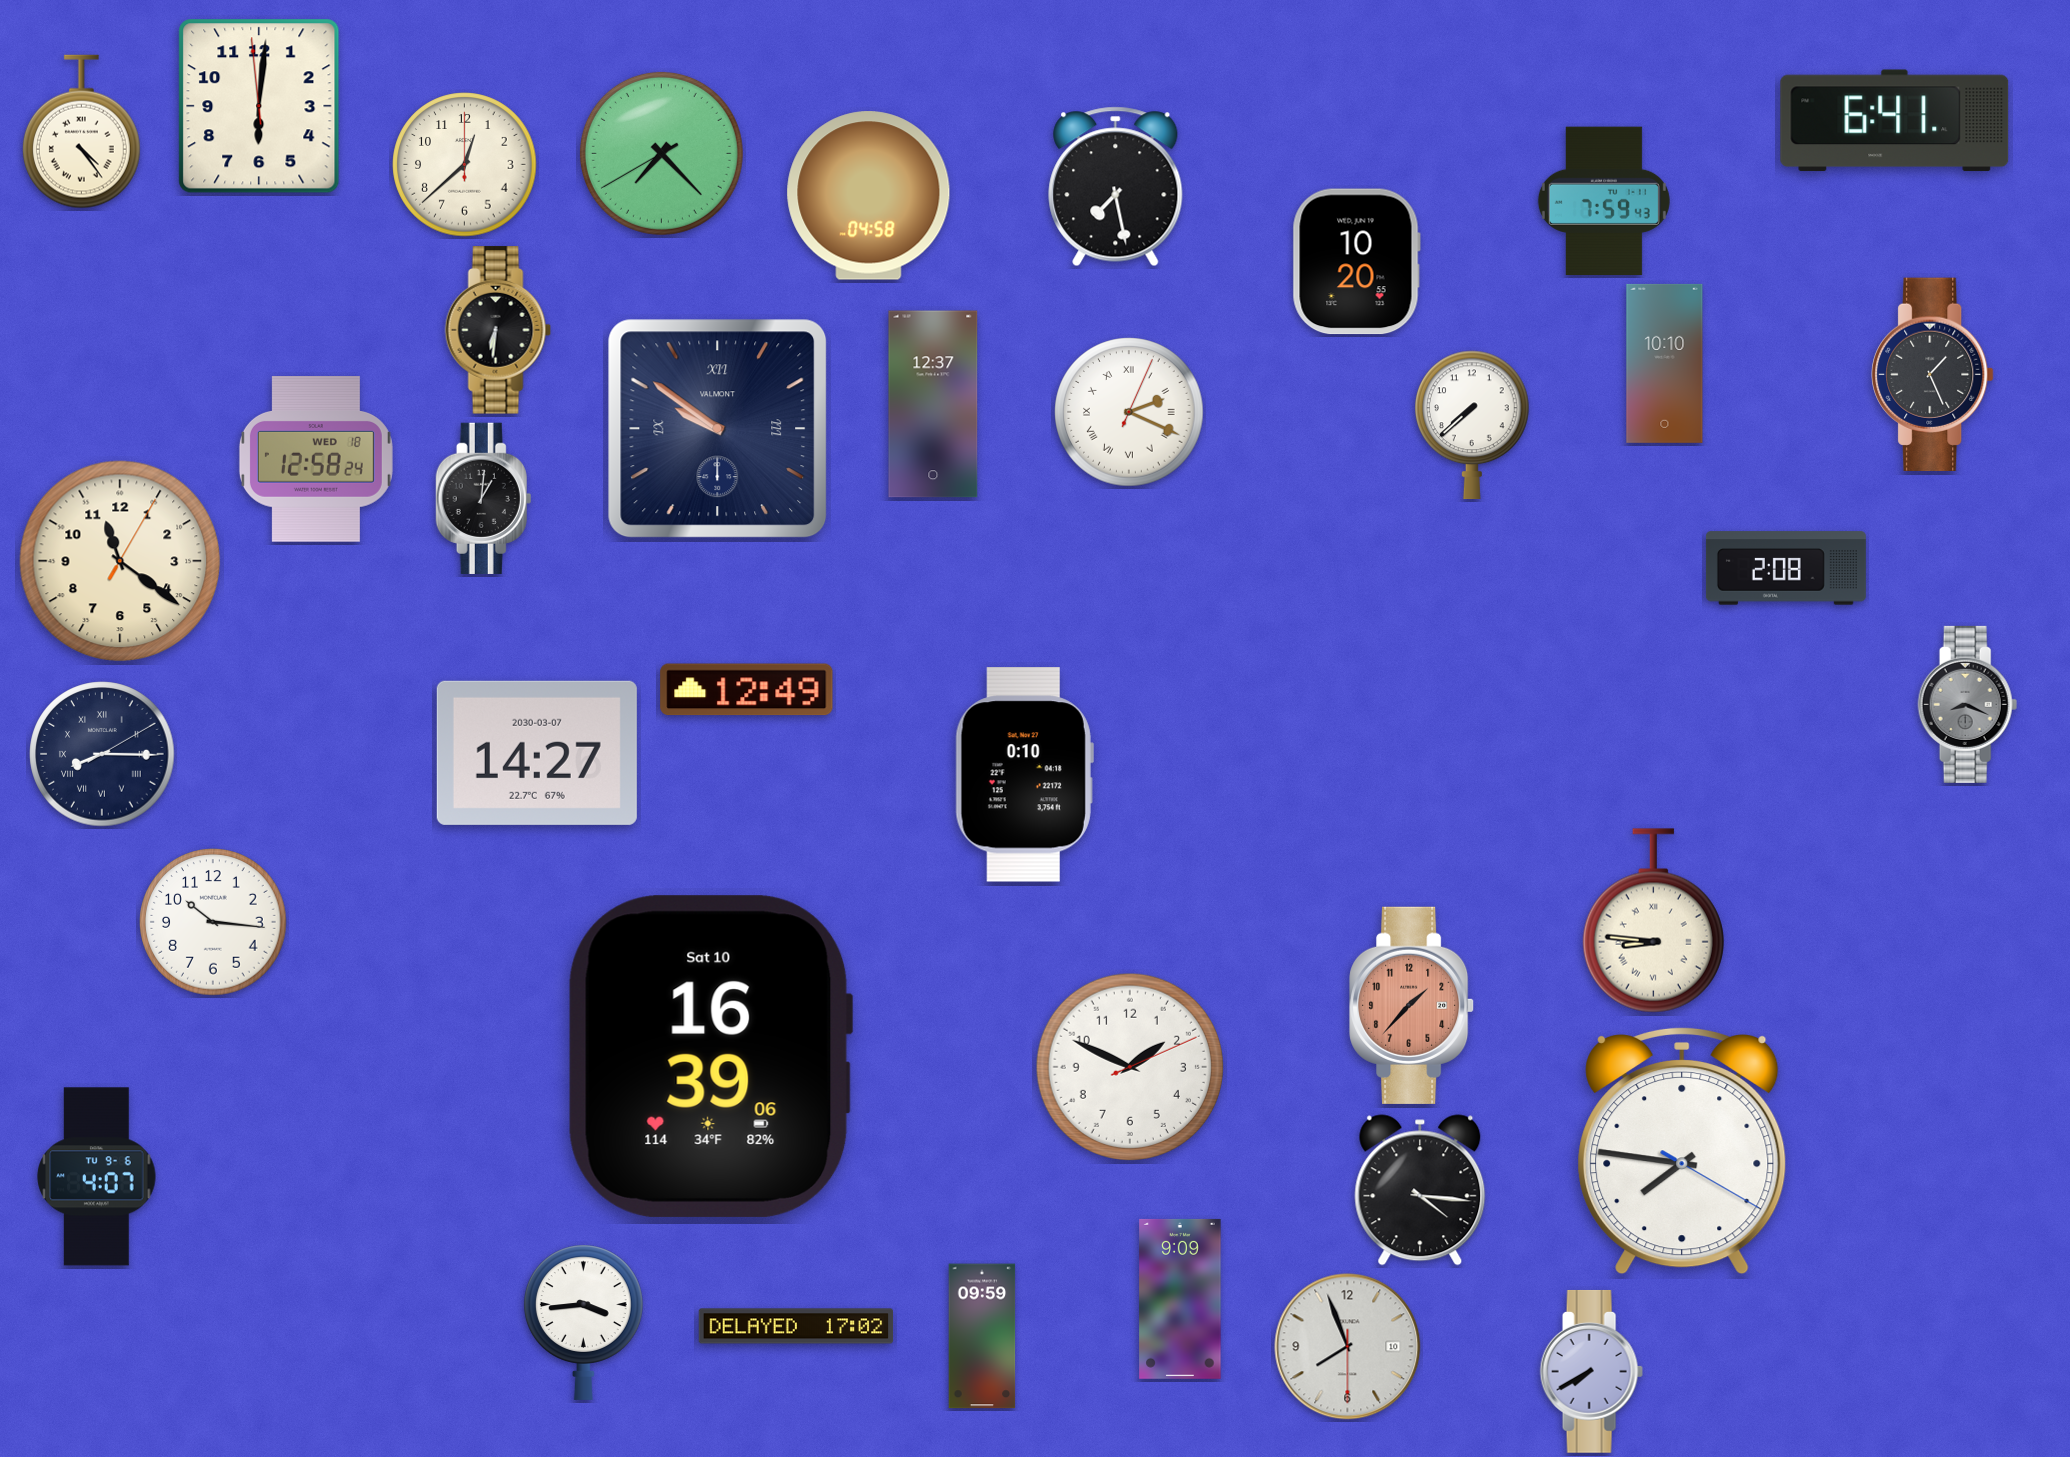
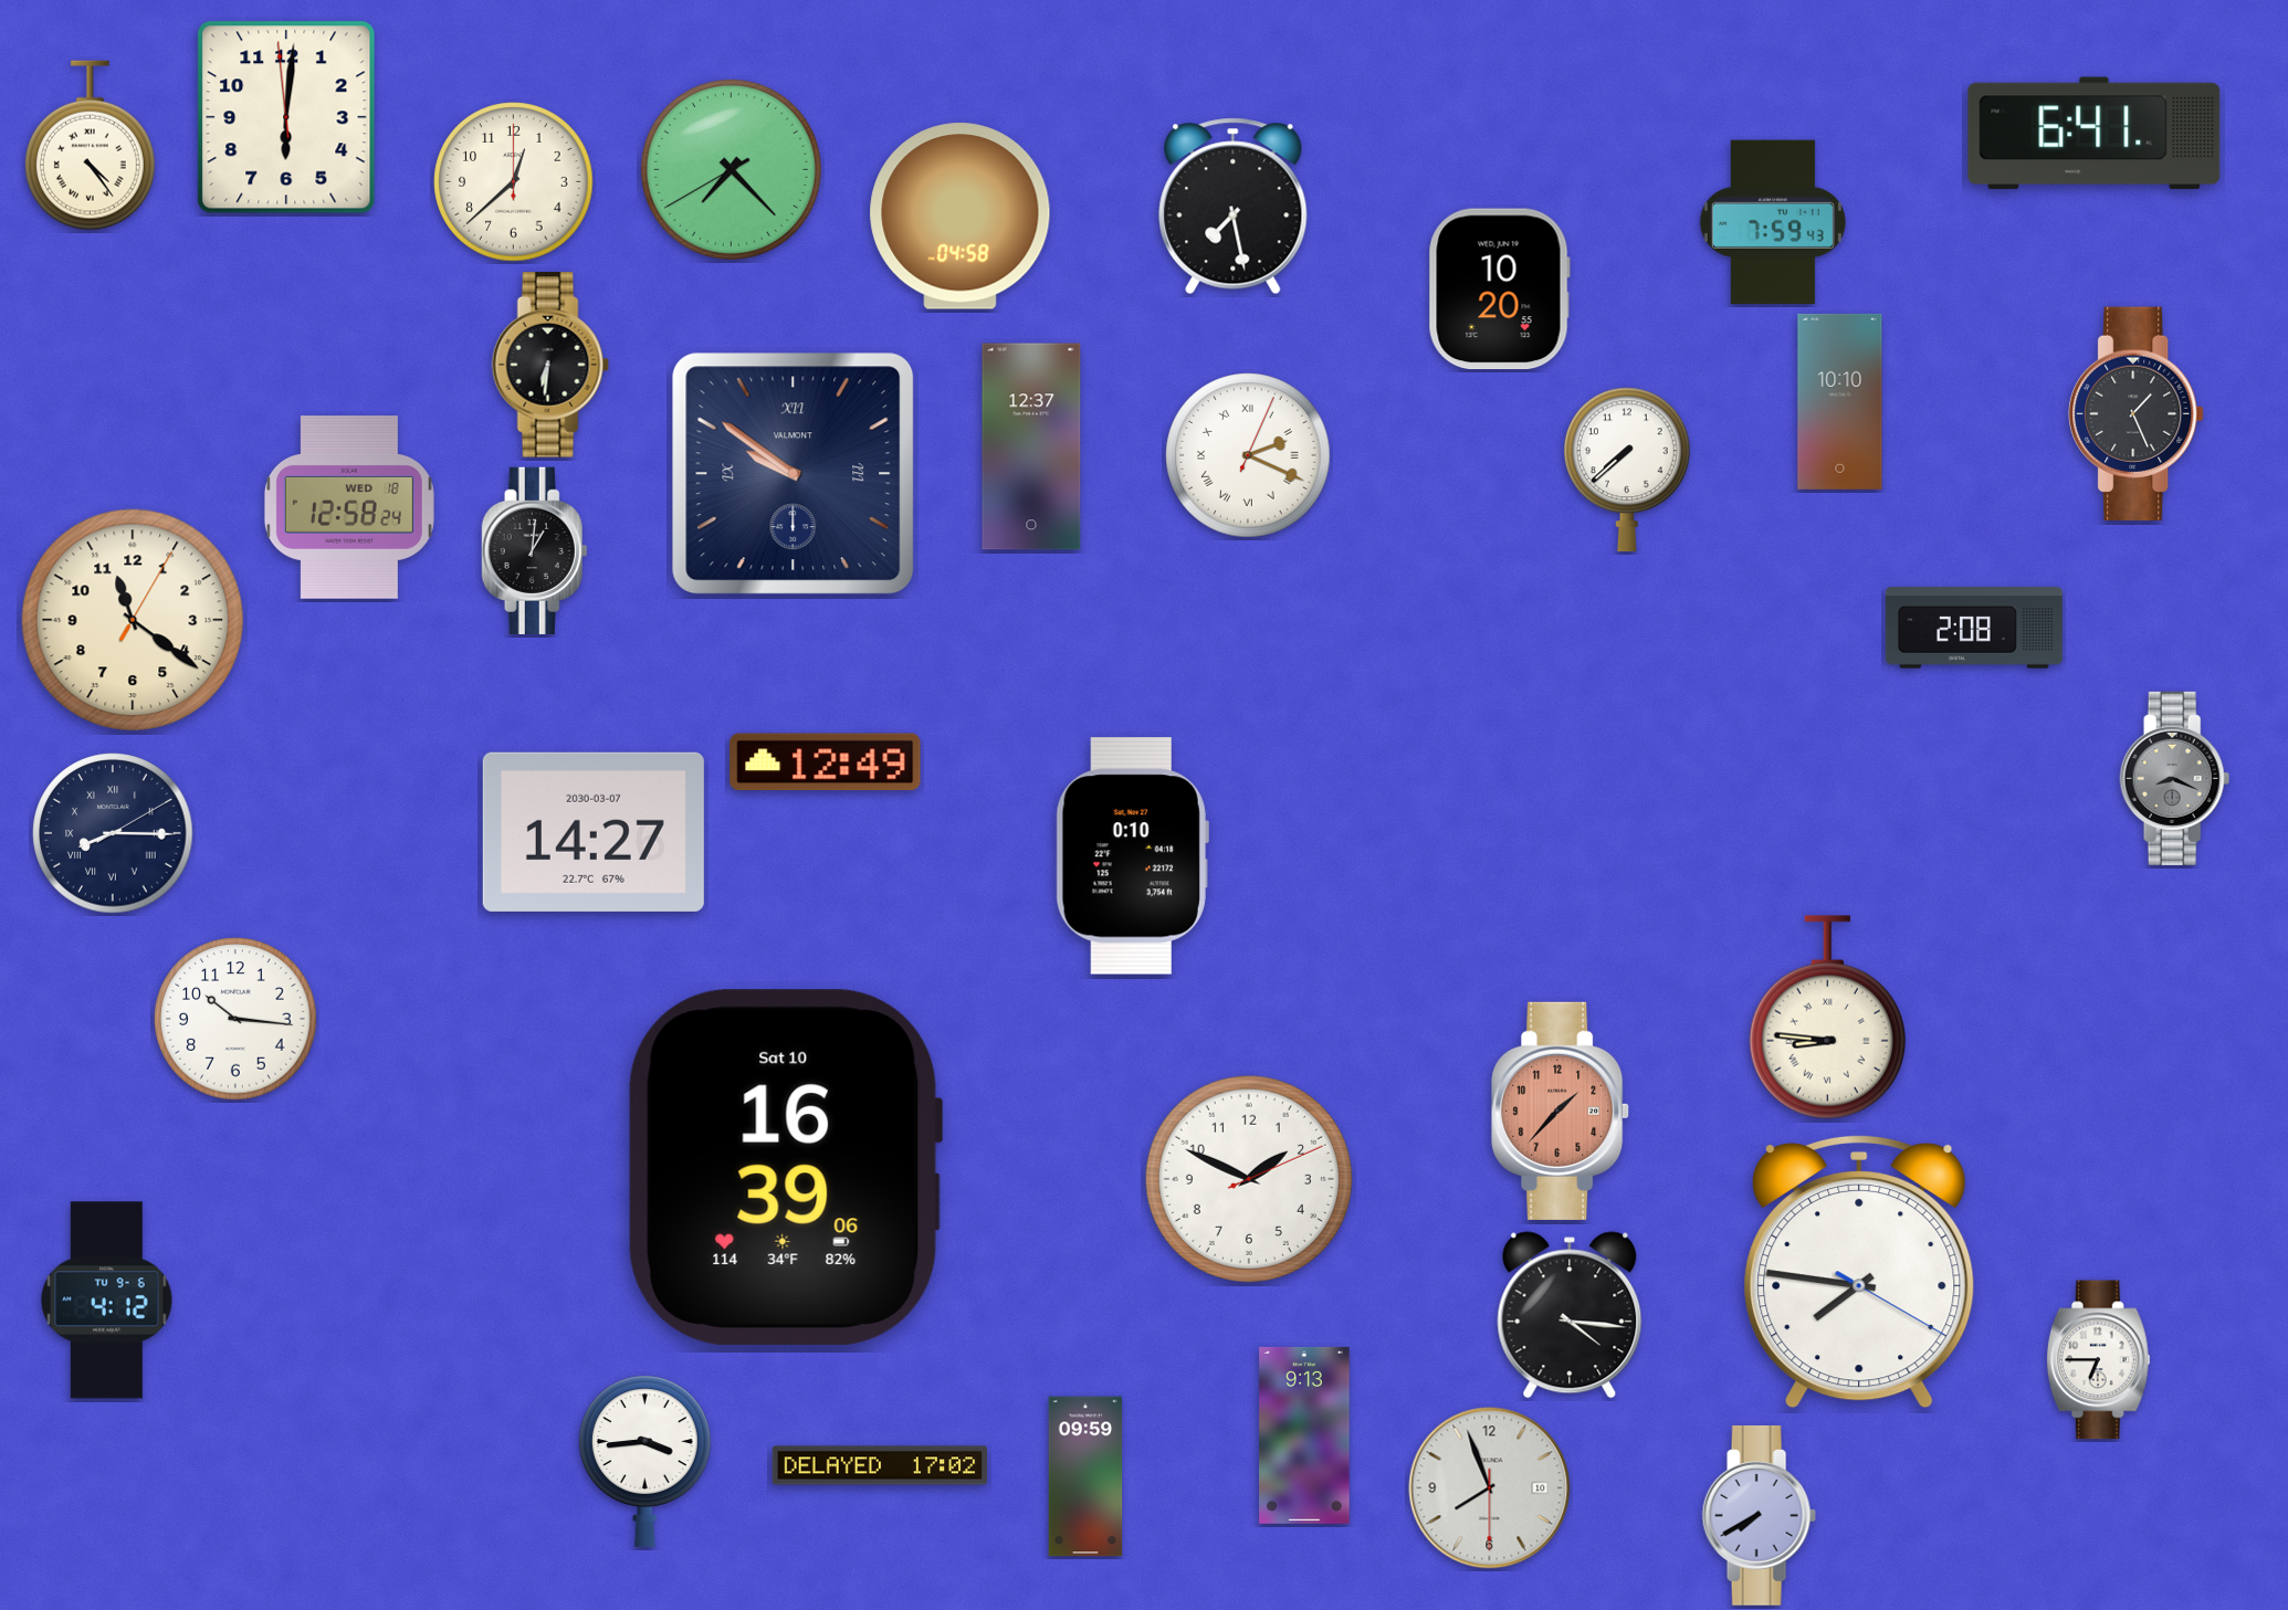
clock at (97, 1177): 4:07 -> 4:12
clock at (2098, 1360): none -> 6:45
clock at (1180, 1299): 9:09 -> 9:13
